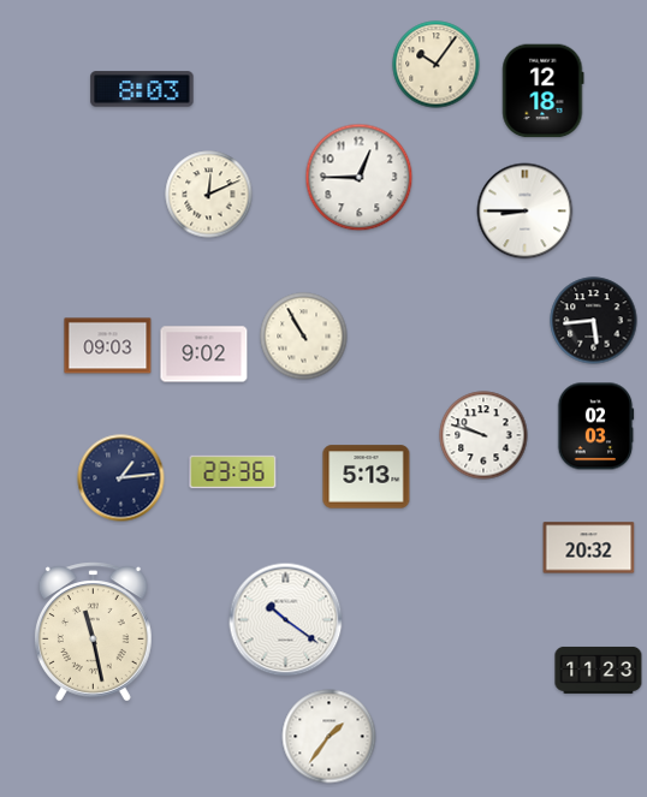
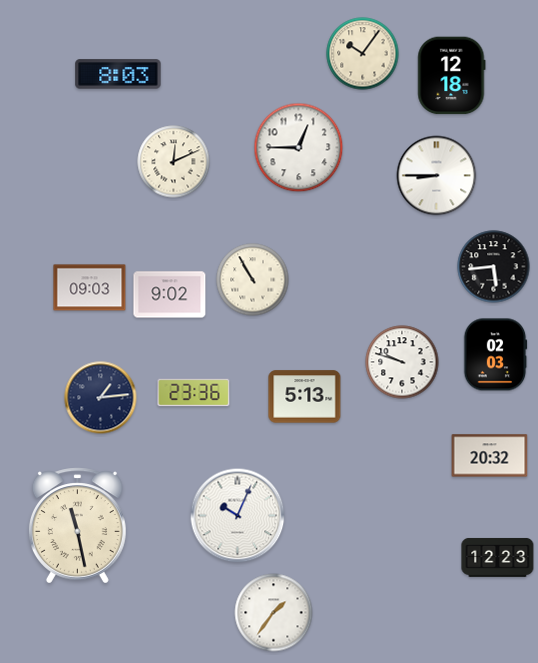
clock at (286, 620): 10:21 -> 10:04
clock at (599, 670): 11:23 -> 12:23
